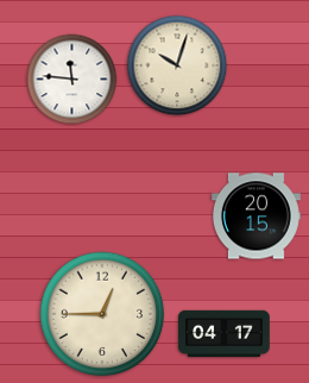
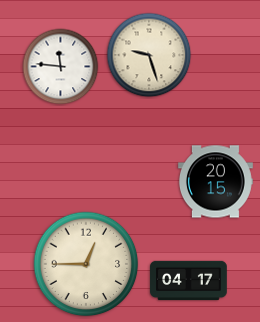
clock at (177, 65): 10:03 -> 9:27
